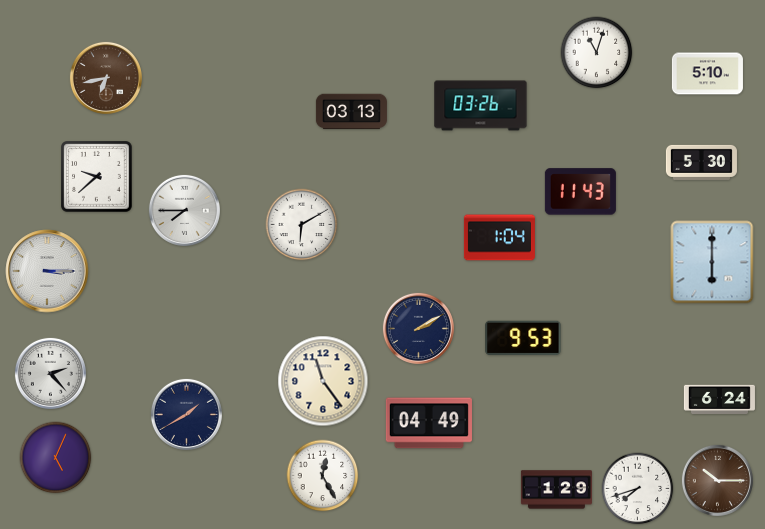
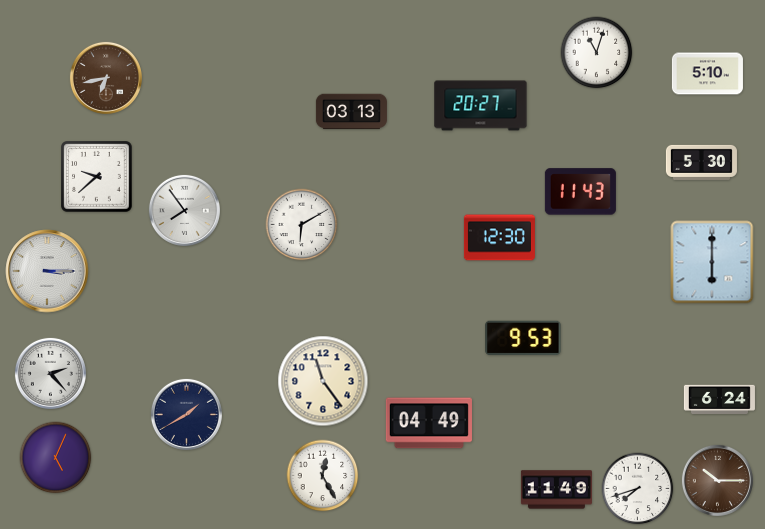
clock at (481, 106): 03:26 -> 20:27
clock at (184, 210): 7:45 -> 7:54
clock at (499, 238): 1:04 -> 12:30
clock at (418, 328): 2:10 -> none
clock at (556, 490): 1:29 -> 11:49
